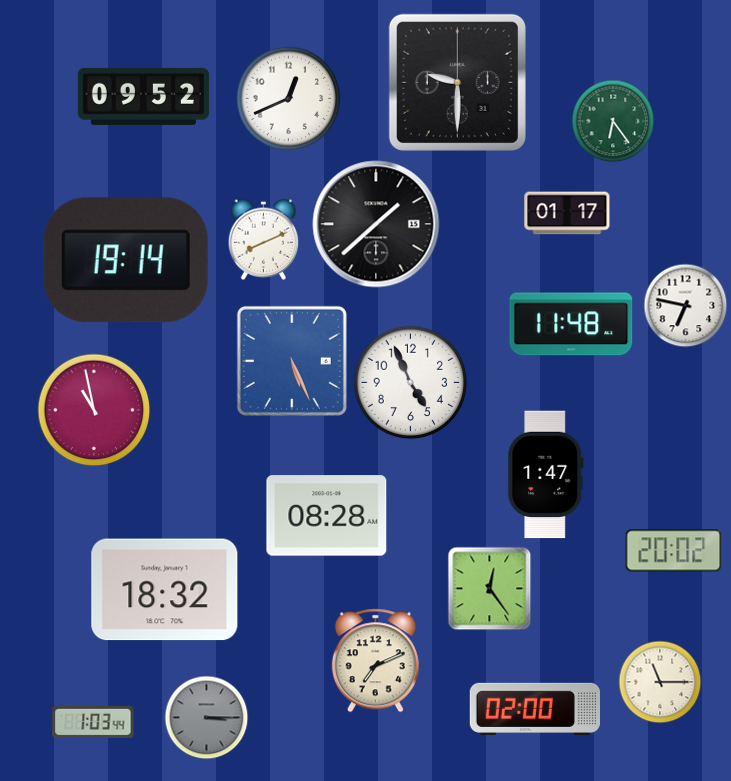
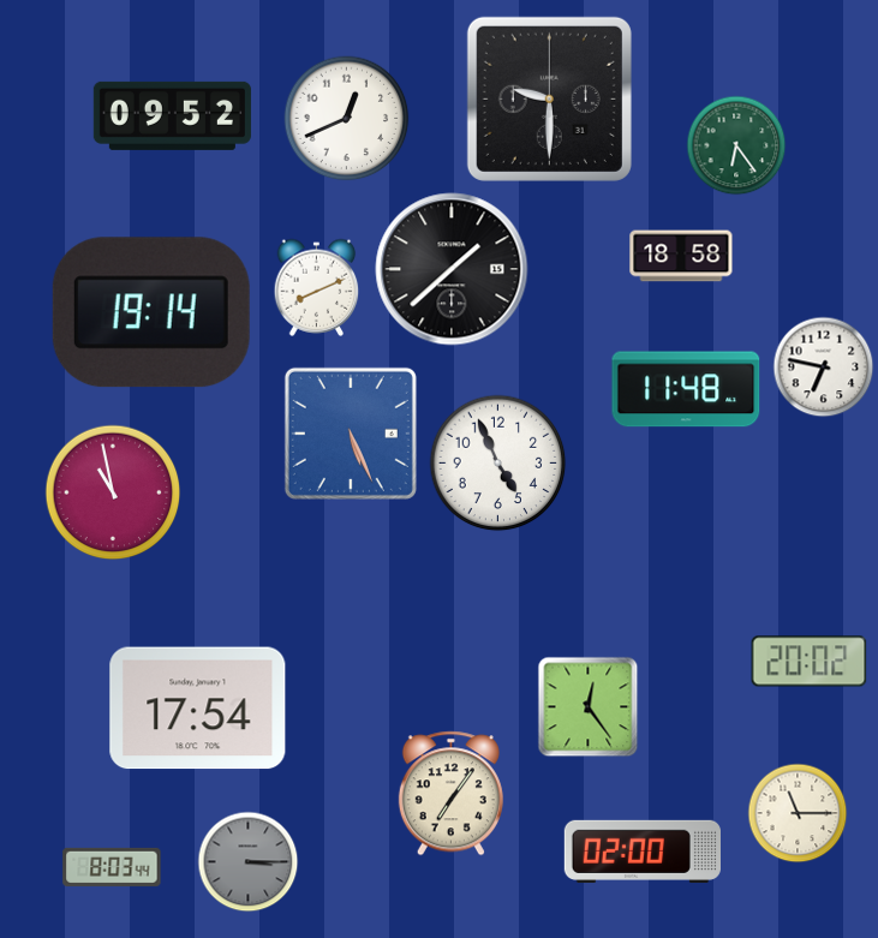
clock at (567, 213): 01:17 -> 18:58
clock at (411, 383) position: (411, 383) -> (498, 464)
clock at (546, 475): 1:47 -> none
clock at (327, 516): 08:28 -> none
clock at (165, 590): 18:32 -> 17:54
clock at (375, 661): 7:11 -> 7:06
clock at (660, 682) position: (660, 682) -> (798, 813)
clock at (93, 722): 1:03 -> 8:03
